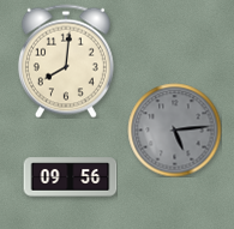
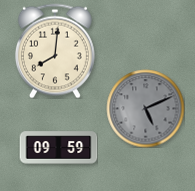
clock at (174, 129): 5:14 -> 5:11
clock at (70, 177): 09:56 -> 09:59
